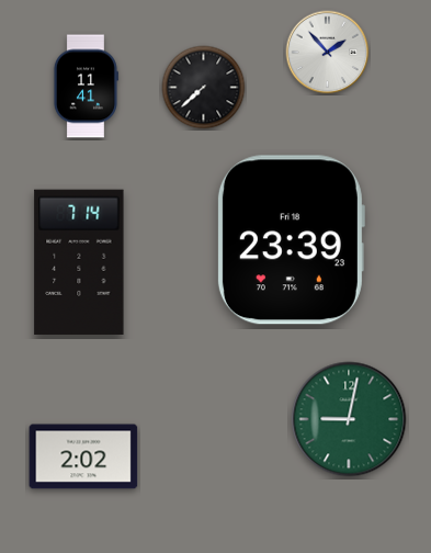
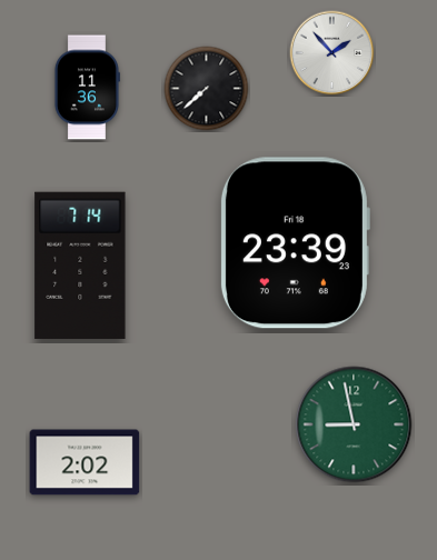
clock at (86, 87): 11:41 -> 11:36
clock at (349, 419): 9:02 -> 8:58
